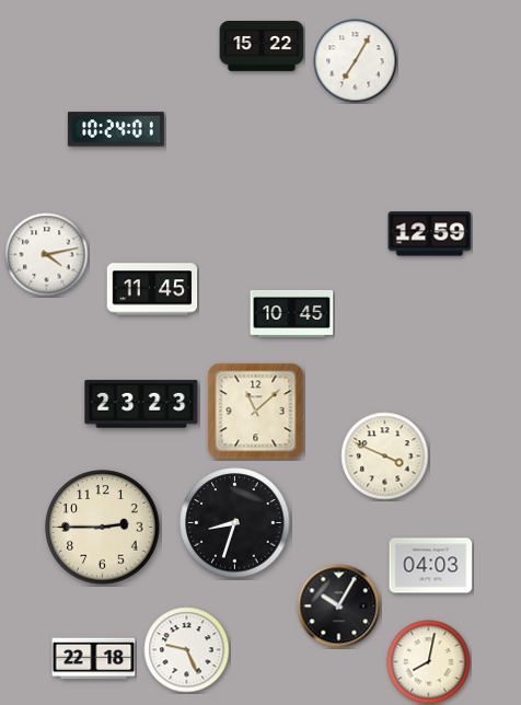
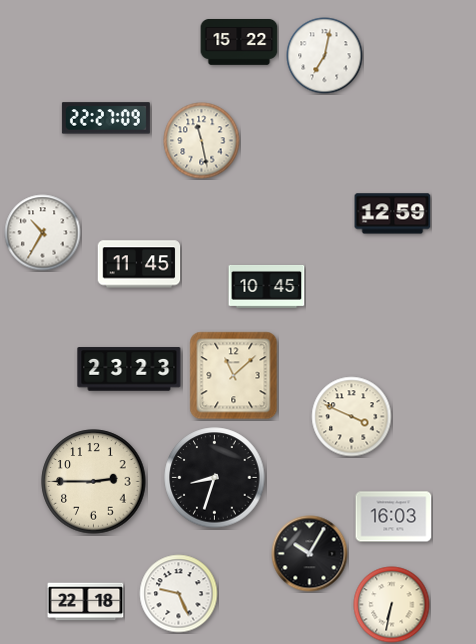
clock at (356, 61): 7:05 -> 7:02
clock at (116, 129): 10:24 -> 22:27
clock at (202, 141): none -> 11:28
clock at (47, 255): 4:13 -> 10:35
clock at (431, 566): 04:03 -> 16:03
clock at (187, 650) position: (187, 650) -> (179, 594)
clock at (429, 662): 8:02 -> 6:32
